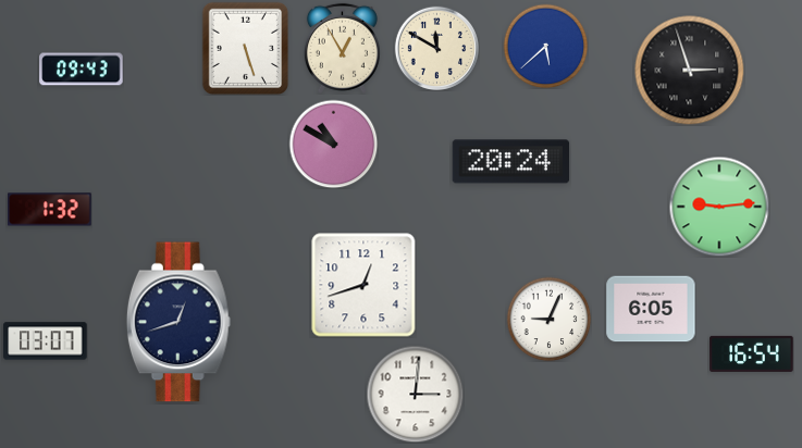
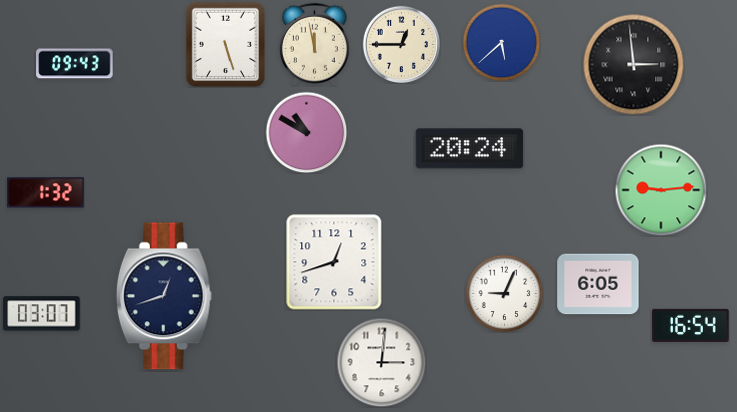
clock at (342, 48): 12:55 -> 11:58
clock at (436, 48): 11:50 -> 12:45
clock at (690, 71): 2:57 -> 2:59
